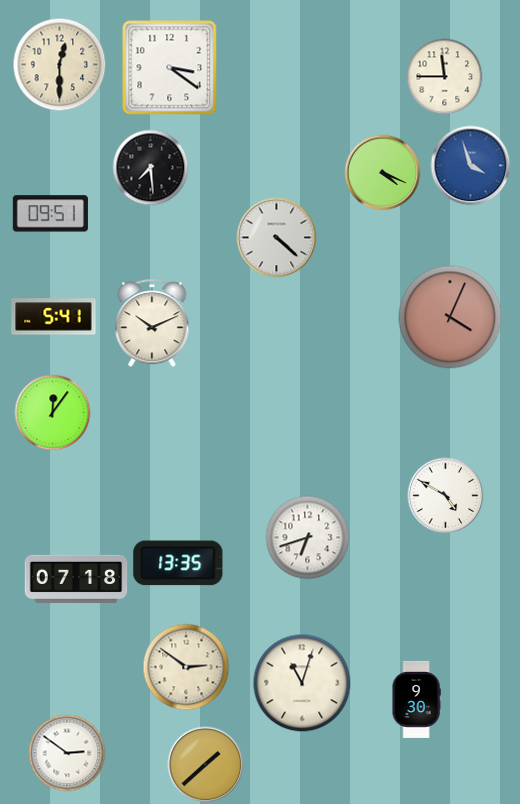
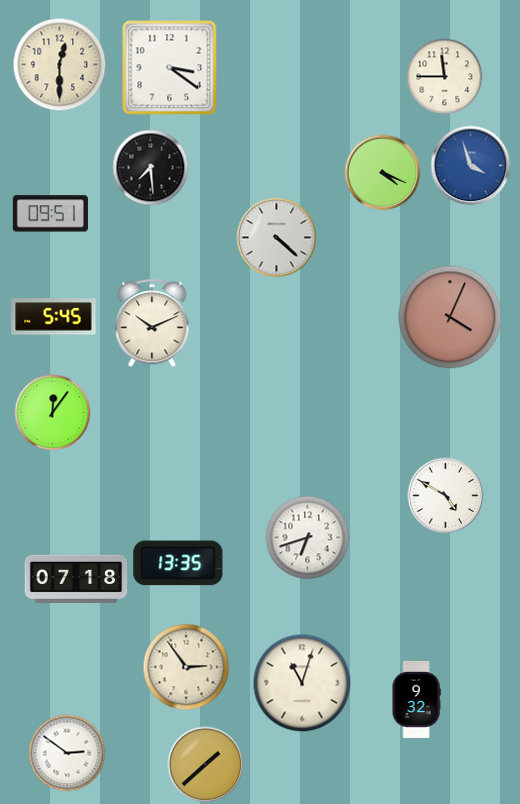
clock at (54, 317): 5:41 -> 5:45
clock at (186, 667): 2:51 -> 2:54
clock at (416, 699): 9:30 -> 9:32
